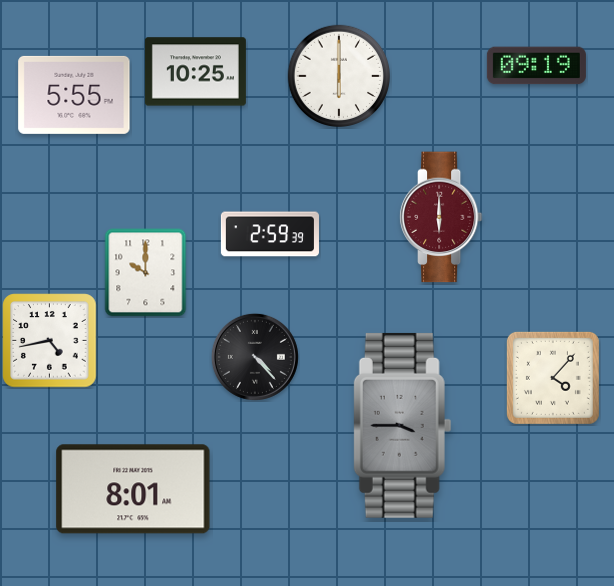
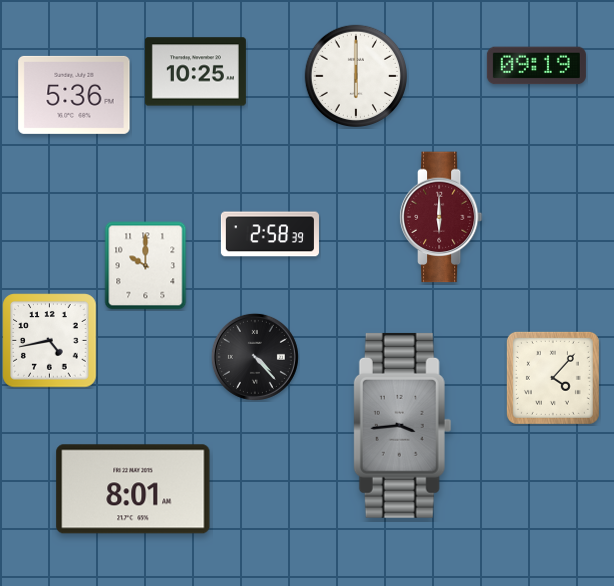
clock at (338, 75) position: (338, 75) -> (355, 75)
clock at (74, 95): 5:55 -> 5:36
clock at (270, 234): 2:59 -> 2:58
clock at (146, 273) position: (146, 273) -> (146, 266)
clock at (402, 425): 3:45 -> 3:44
